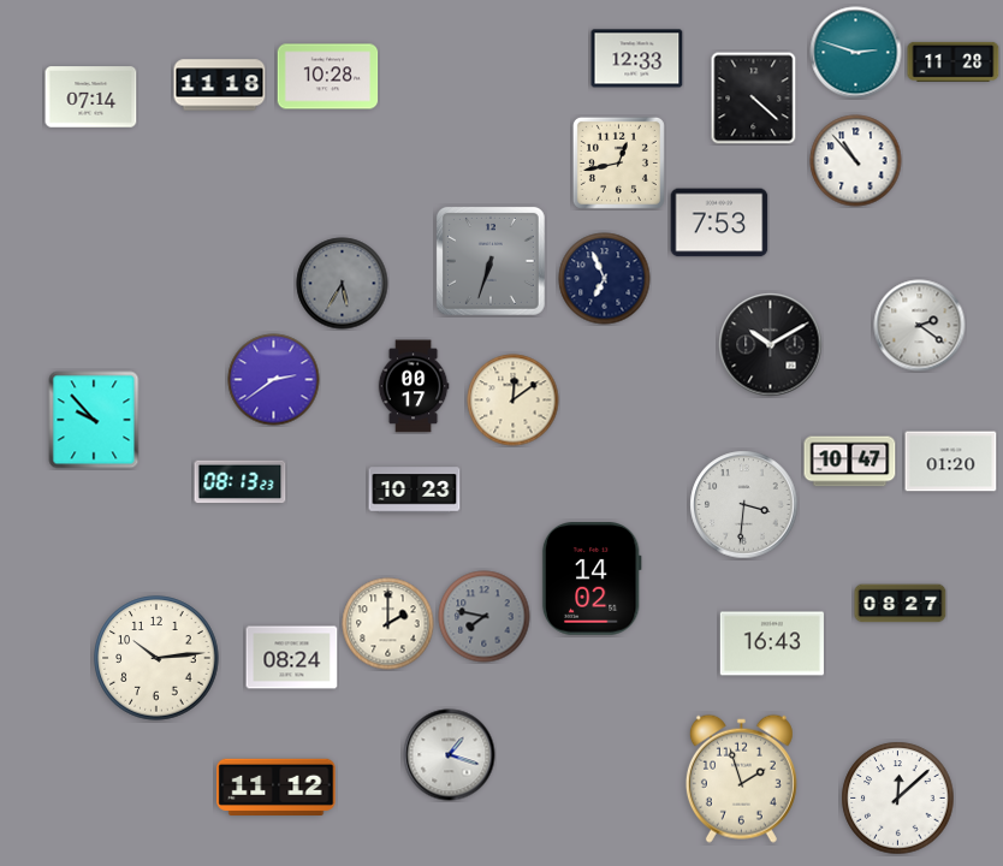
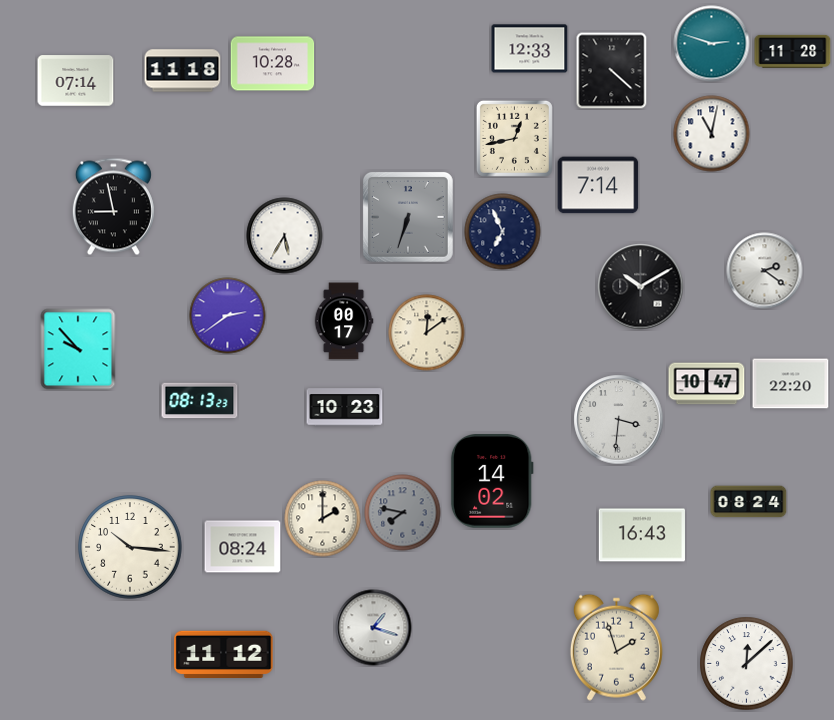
clock at (754, 97) position: (754, 97) -> (612, 70)
clock at (856, 161): 10:53 -> 11:02
clock at (618, 162) position: (618, 162) -> (514, 138)
clock at (719, 223): 7:53 -> 7:14
clock at (113, 207): none -> 8:58
clock at (343, 284) dial: grey -> white
clock at (951, 462): 01:20 -> 22:20
clock at (901, 604): 08:27 -> 08:24
clock at (156, 658): 10:14 -> 10:16
clock at (277, 787) position: (277, 787) -> (224, 654)
